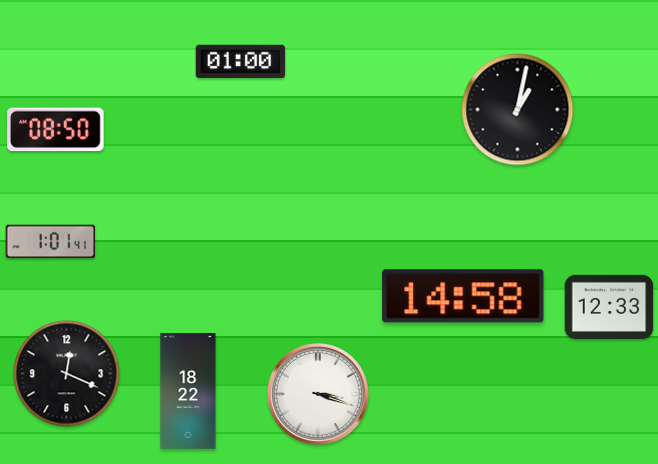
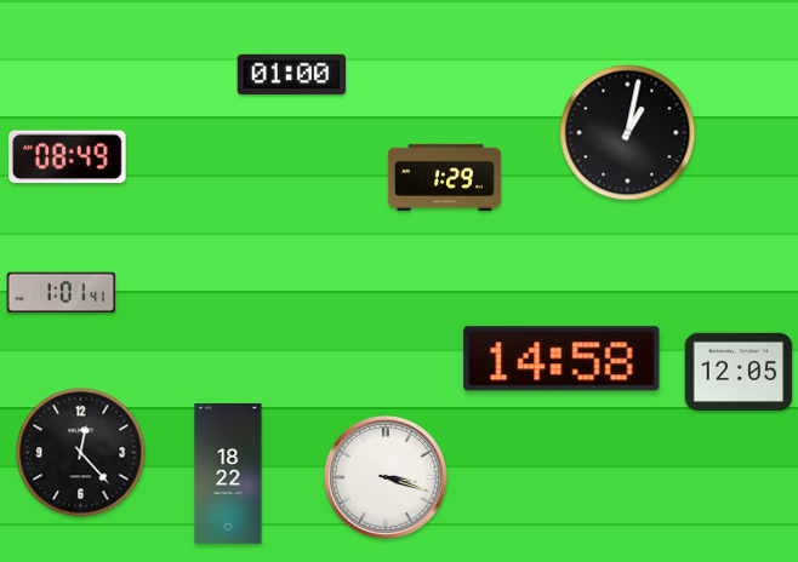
clock at (56, 130): 08:50 -> 08:49
clock at (444, 177): none -> 1:29
clock at (609, 306): 12:33 -> 12:05
clock at (67, 374): 12:19 -> 12:23
